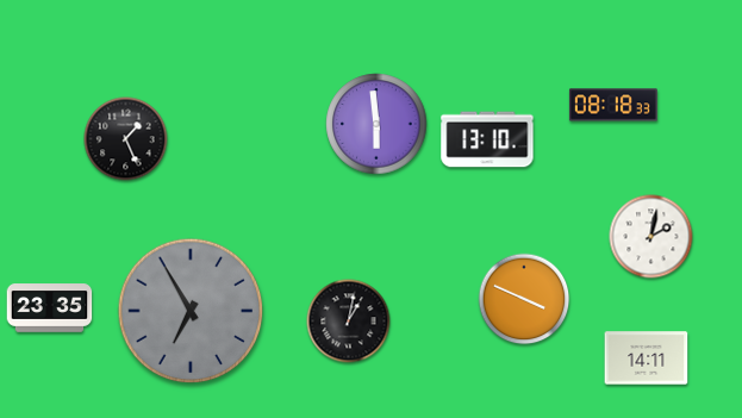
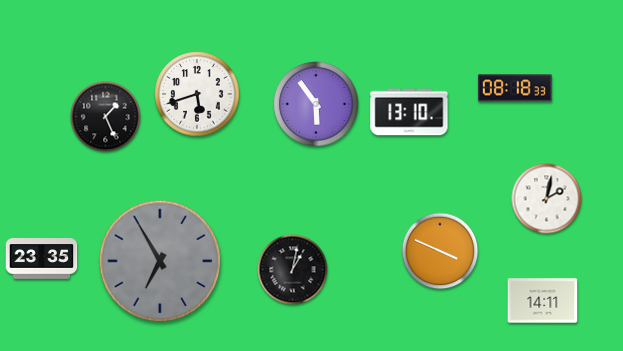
clock at (197, 94): none -> 5:42
clock at (376, 124): 5:59 -> 5:54
clock at (487, 139) position: (487, 139) -> (409, 112)
